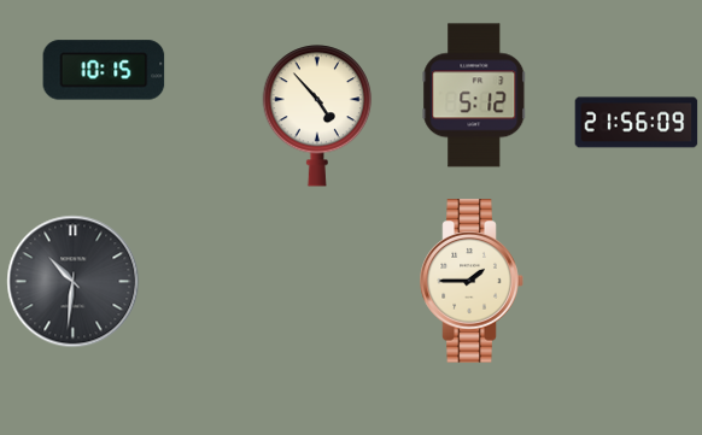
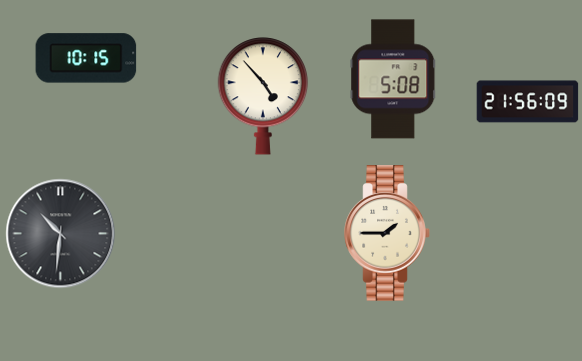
clock at (474, 95): 5:12 -> 5:08
clock at (472, 281) position: (472, 281) -> (387, 233)
